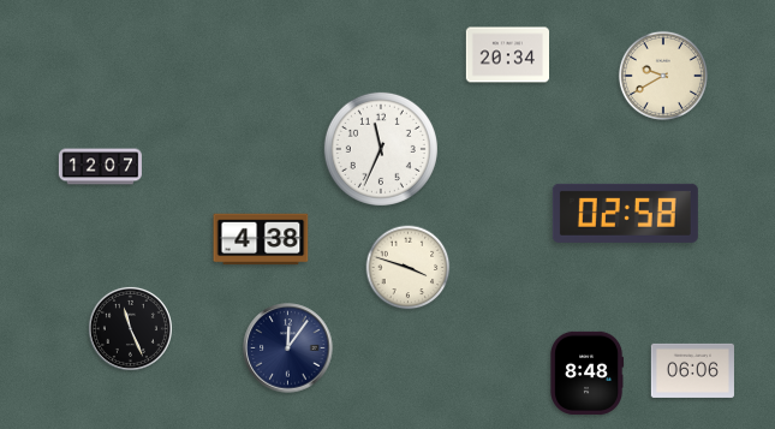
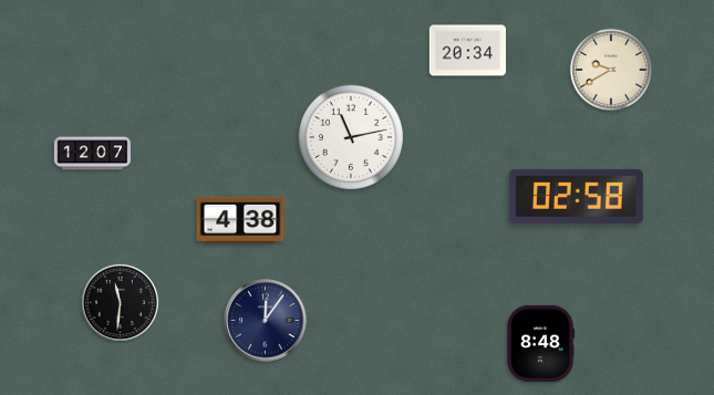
clock at (381, 149): 11:34 -> 11:13
clock at (409, 268): 3:48 -> none
clock at (130, 328): 11:26 -> 11:31
clock at (692, 370): 06:06 -> none
